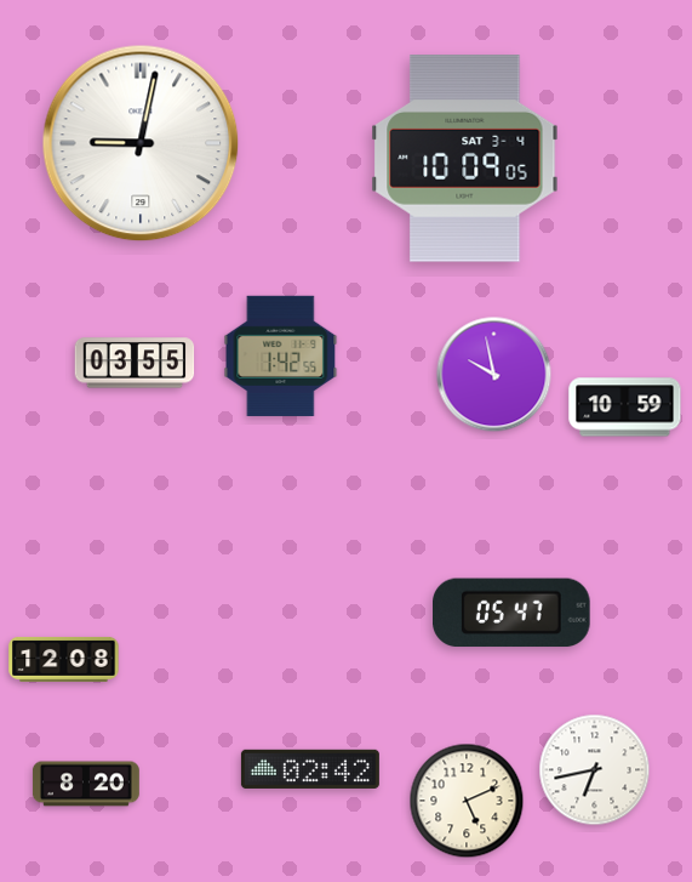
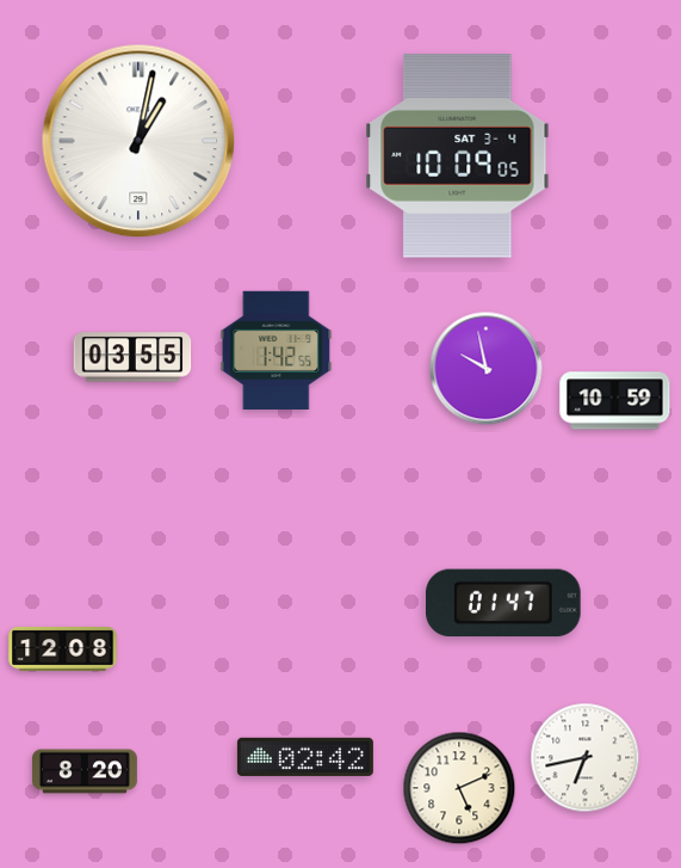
clock at (141, 143): 9:02 -> 1:02
clock at (513, 613): 05:47 -> 01:47
